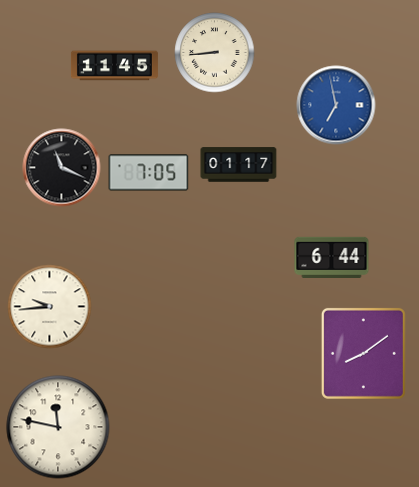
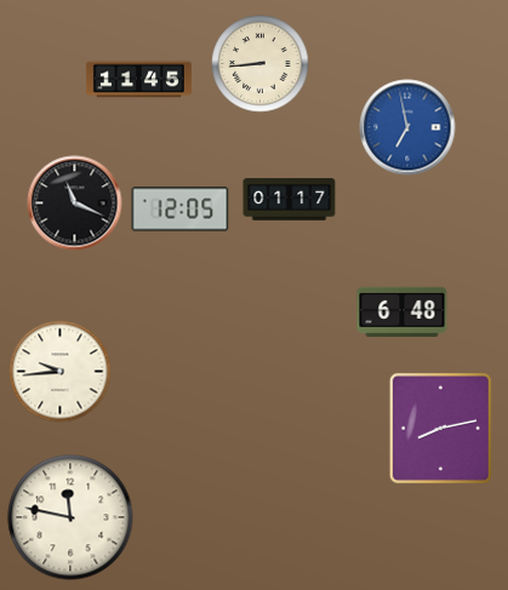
clock at (149, 173): 7:05 -> 12:05
clock at (332, 257): 6:44 -> 6:48
clock at (363, 353): 8:09 -> 8:13
